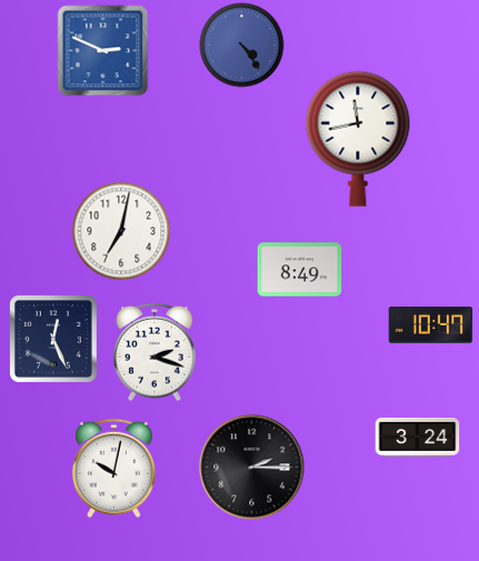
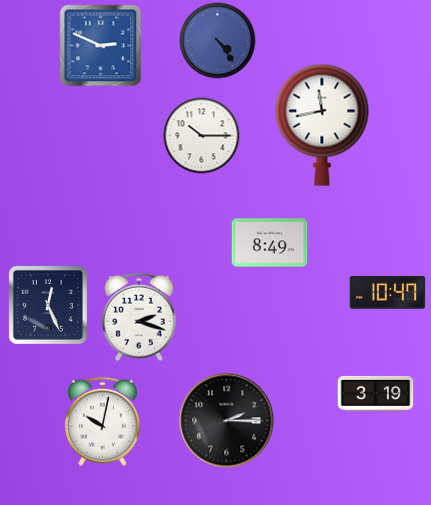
clock at (103, 51) position: (103, 51) -> (101, 46)
clock at (202, 136): none -> 10:15
clock at (121, 231): 7:02 -> none
clock at (418, 437): 3:24 -> 3:19
